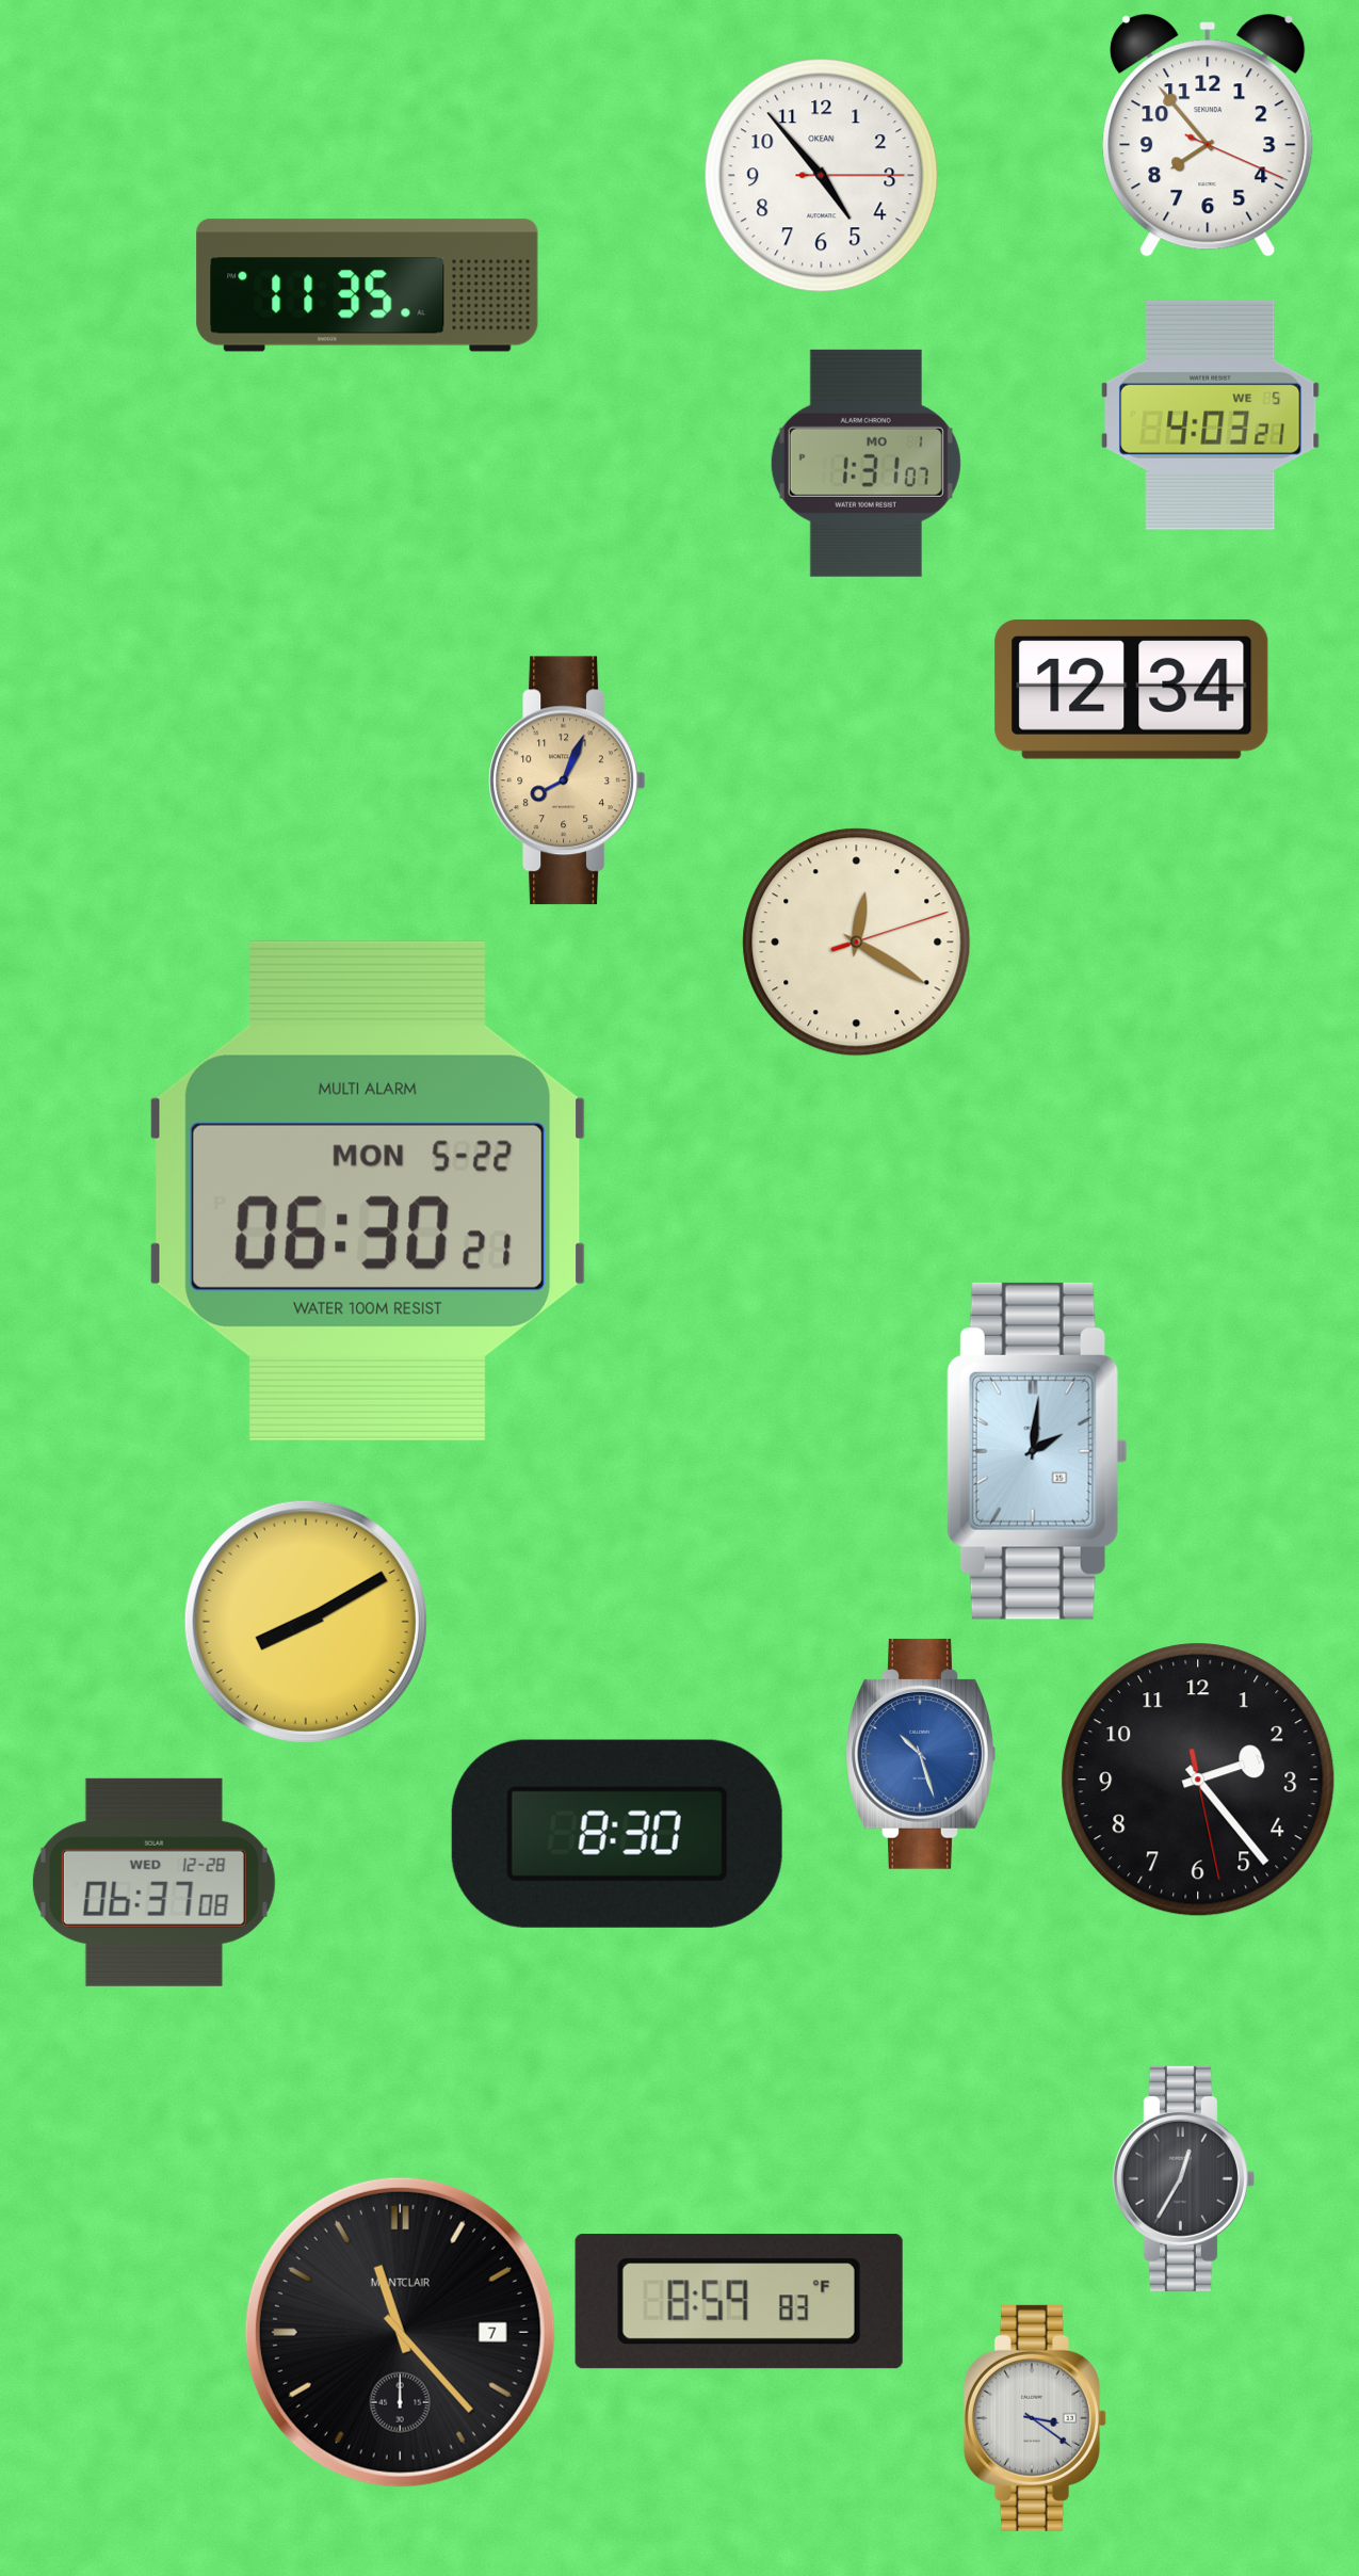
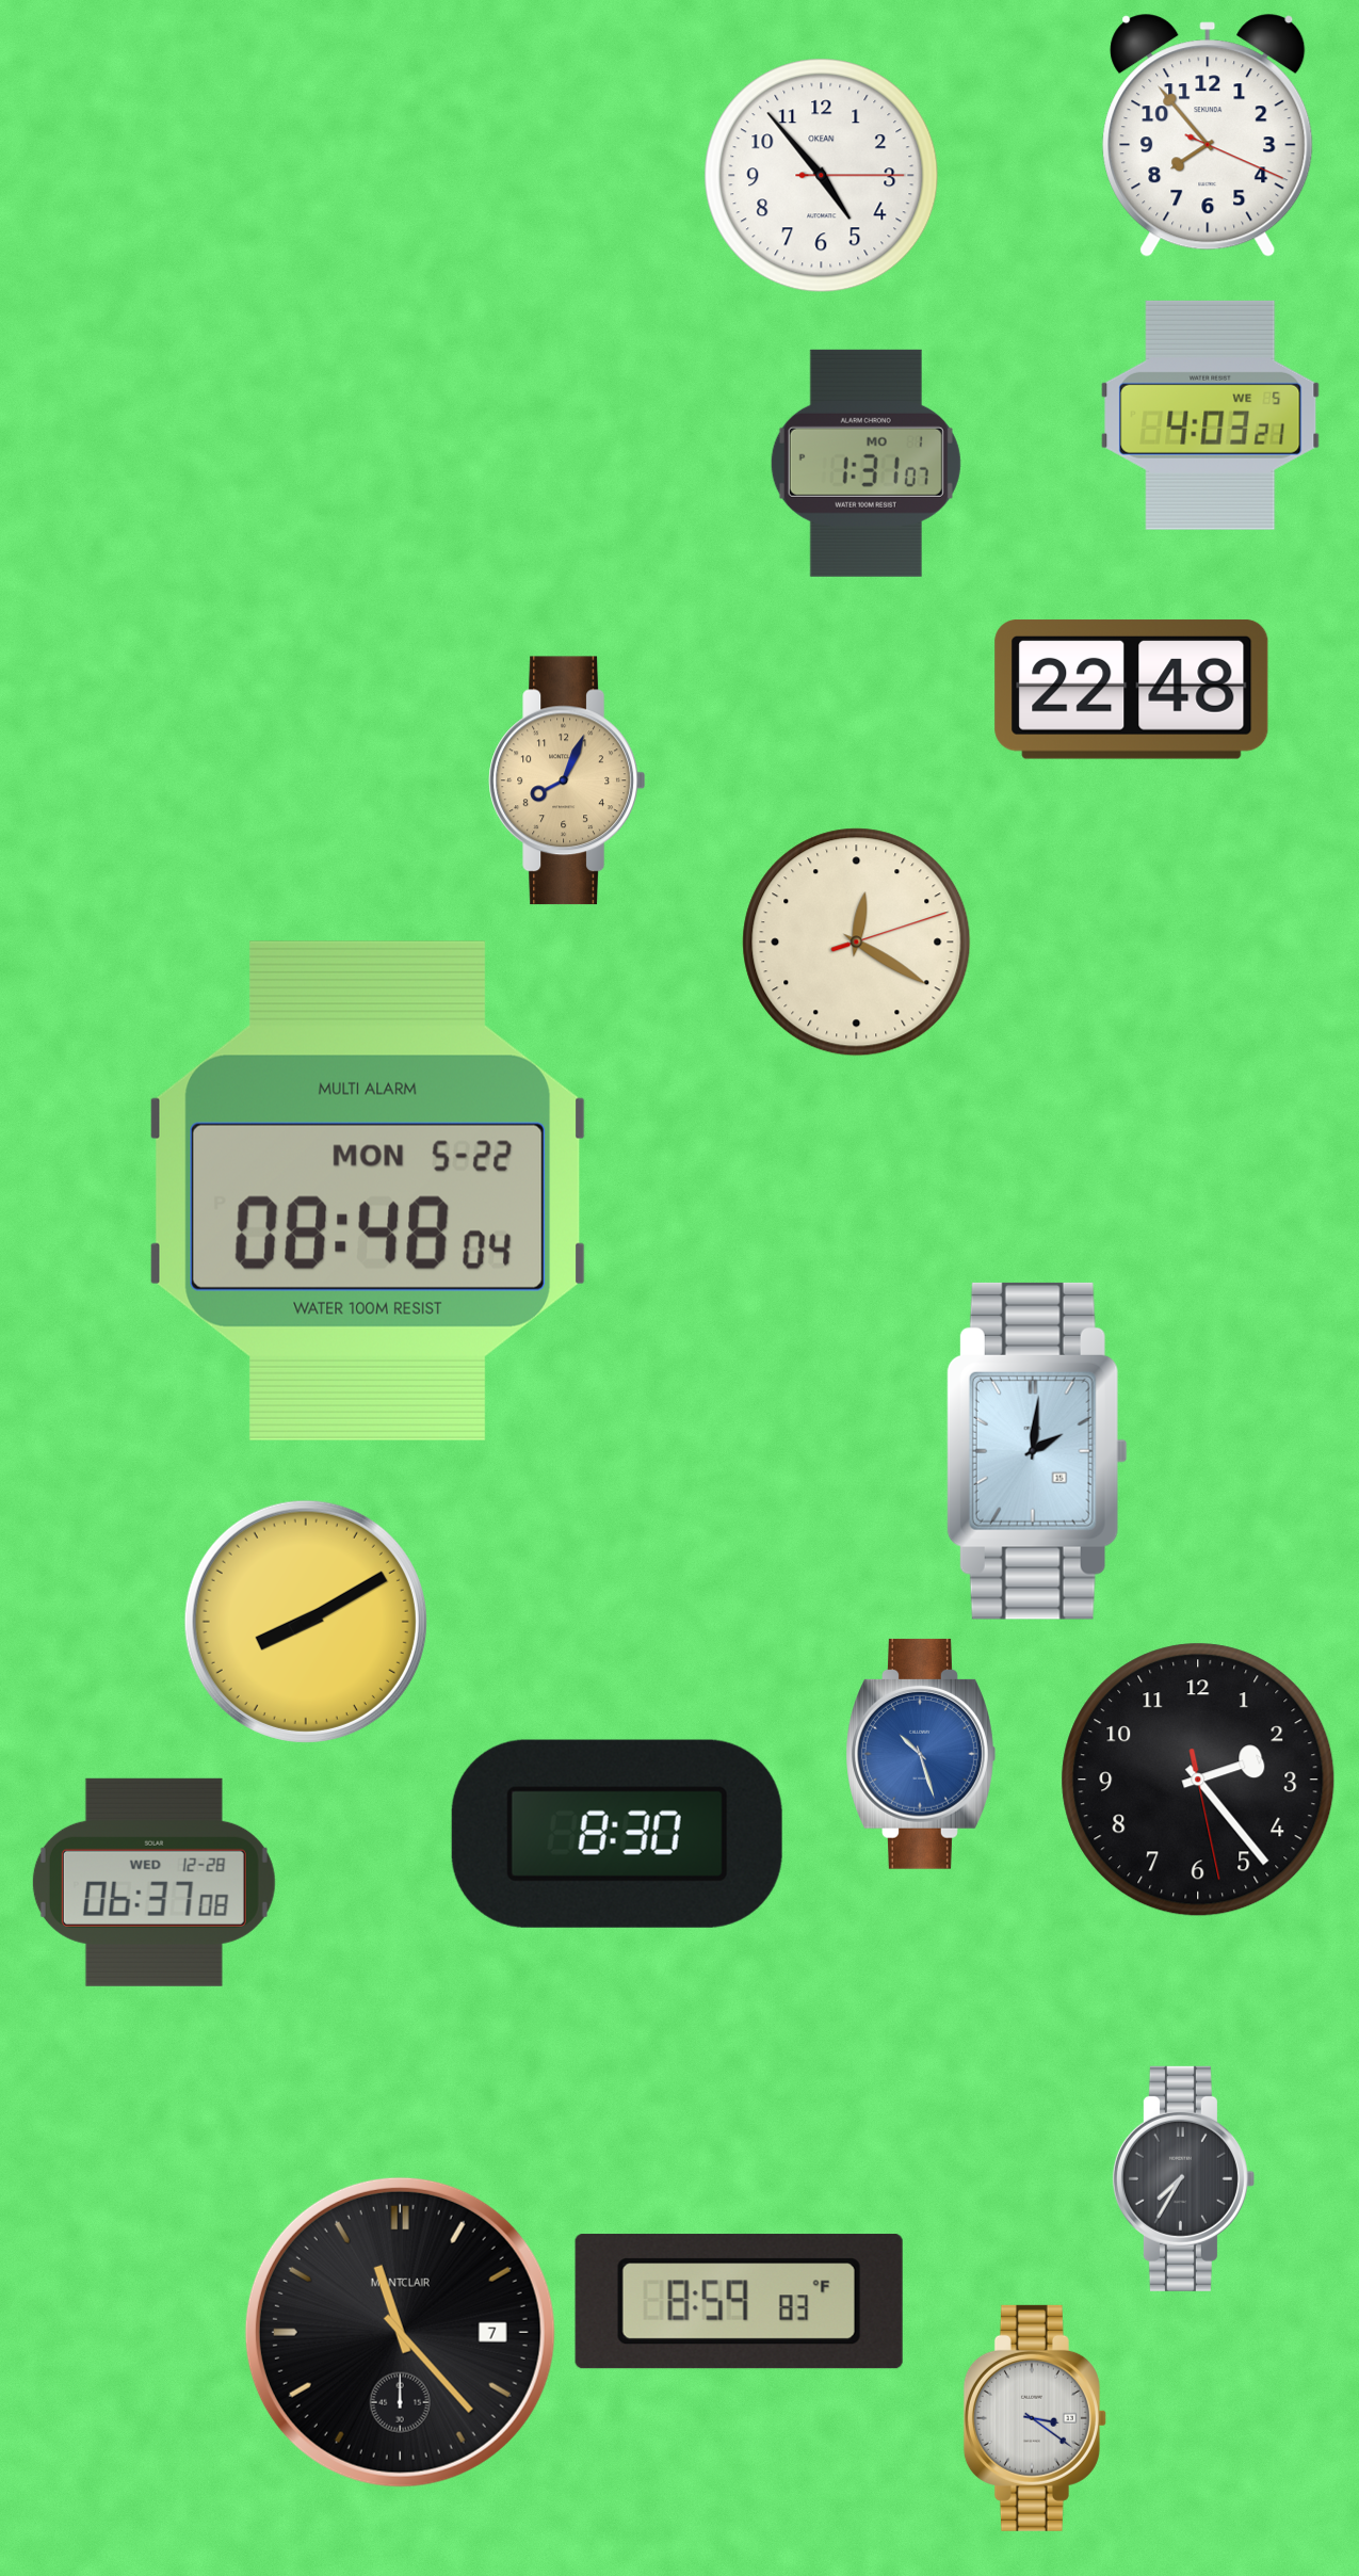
clock at (368, 286): 11:35 -> none
clock at (1132, 689): 12:34 -> 22:48
clock at (368, 1191): 06:30 -> 08:48
clock at (1183, 2178): 12:35 -> 7:35
